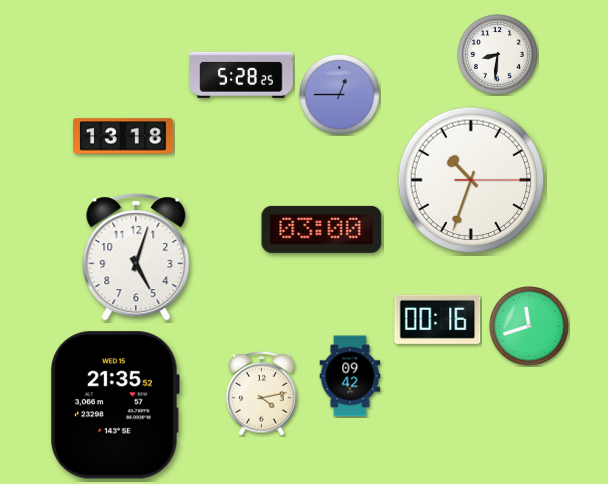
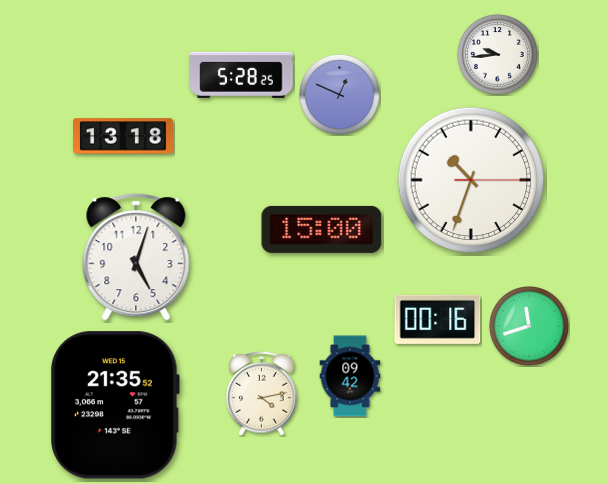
clock at (498, 55): 8:31 -> 9:44
clock at (340, 95): 12:45 -> 12:49
clock at (322, 229): 03:00 -> 15:00
